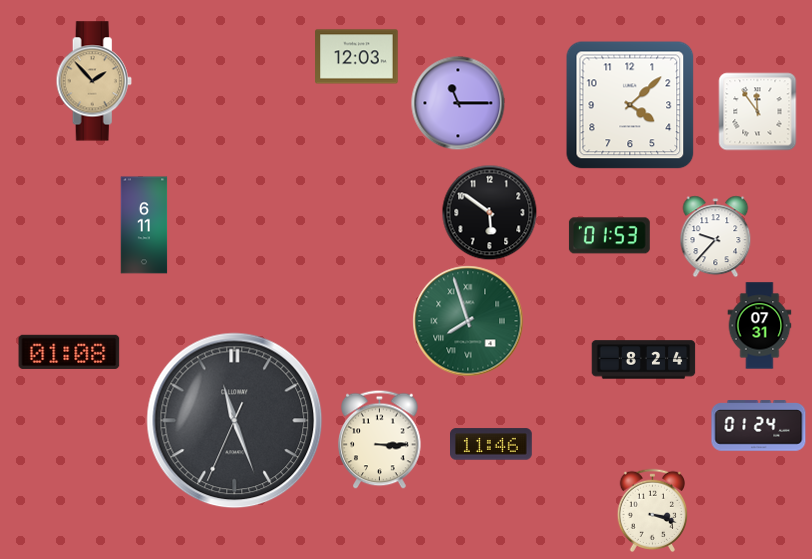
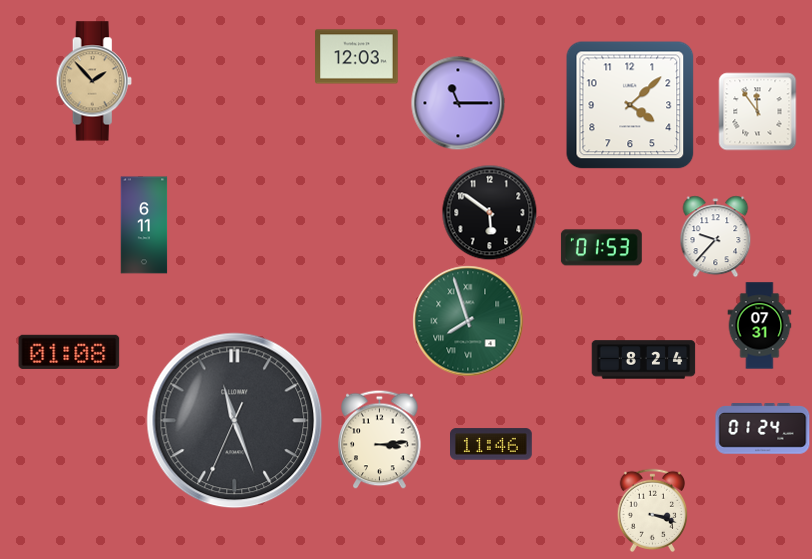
clock at (609, 236) position: (609, 236) -> (601, 248)
clock at (759, 426) position: (759, 426) -> (763, 429)
clock at (380, 440): 3:15 -> 3:14
